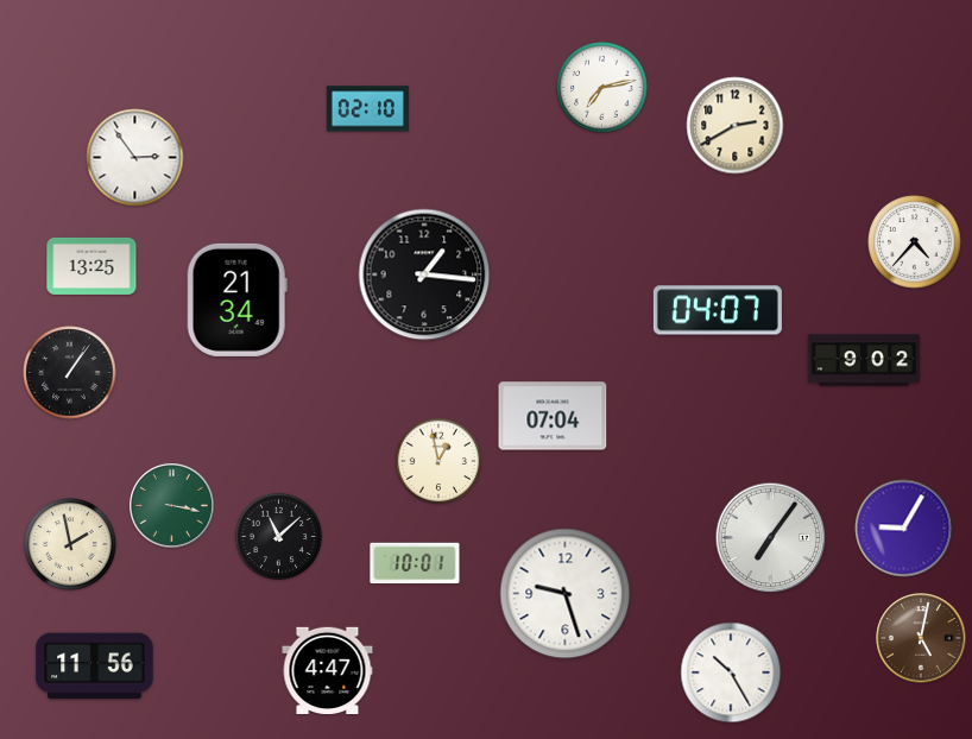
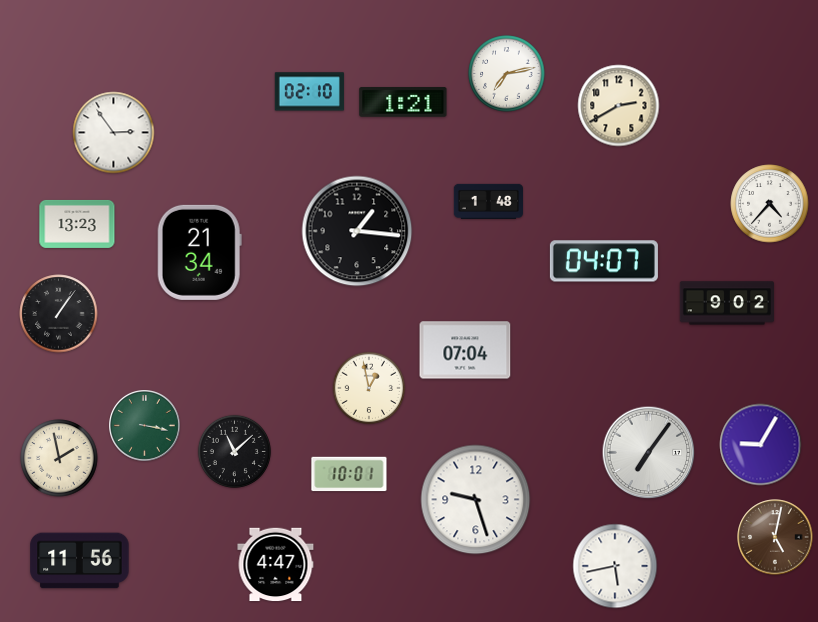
clock at (403, 103): none -> 1:21
clock at (488, 201): none -> 1:48
clock at (91, 266): 13:25 -> 13:23
clock at (731, 672): 10:25 -> 5:43
